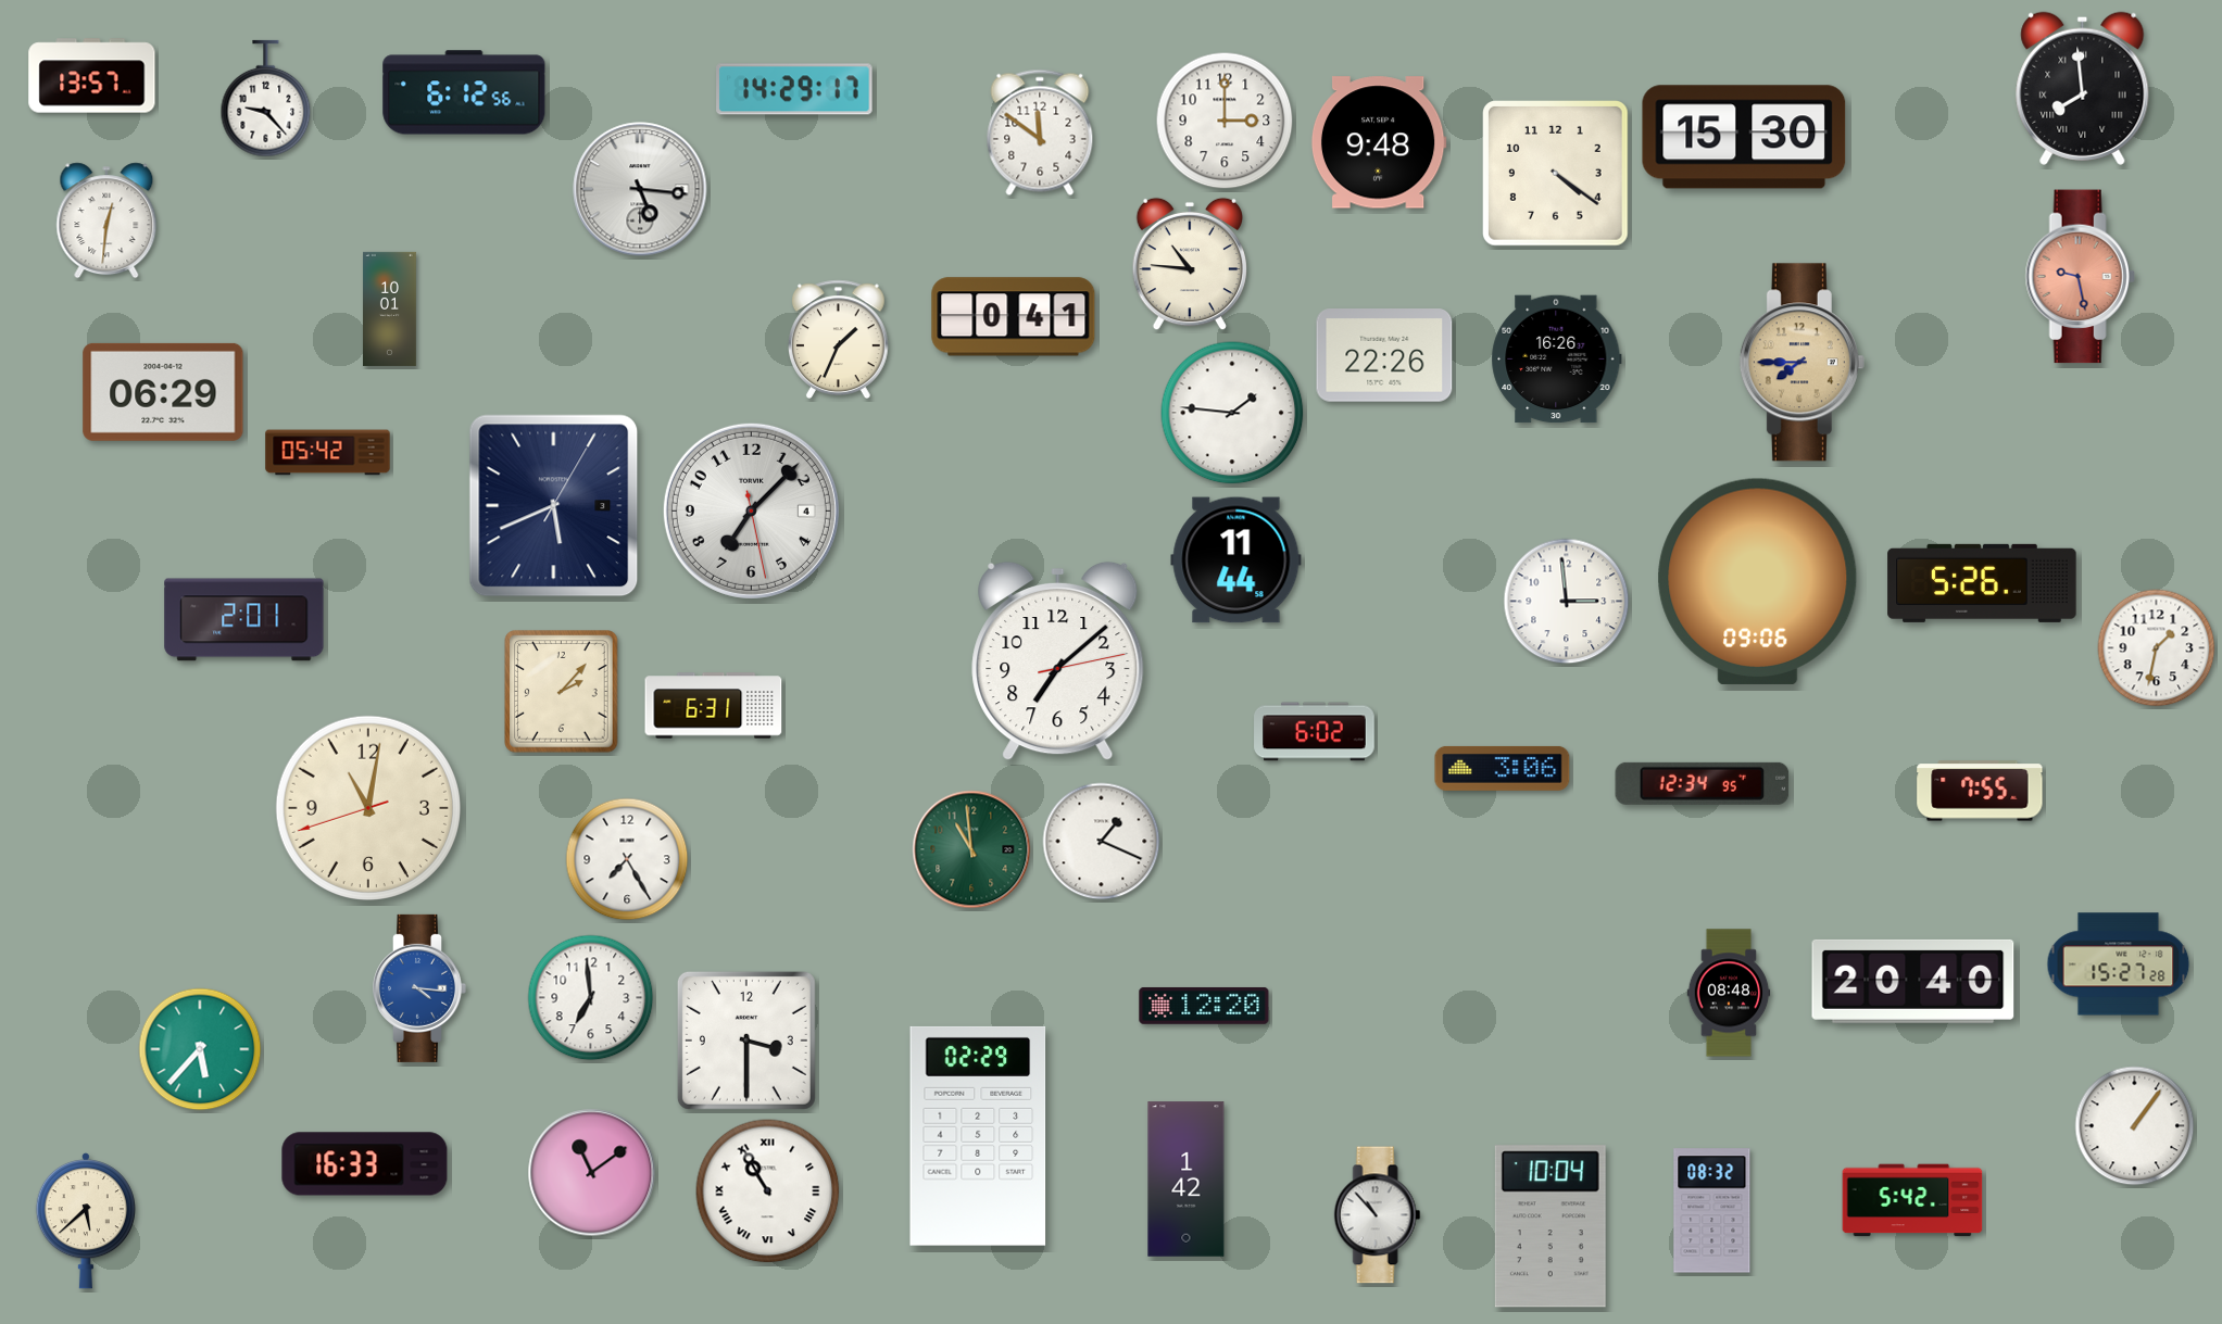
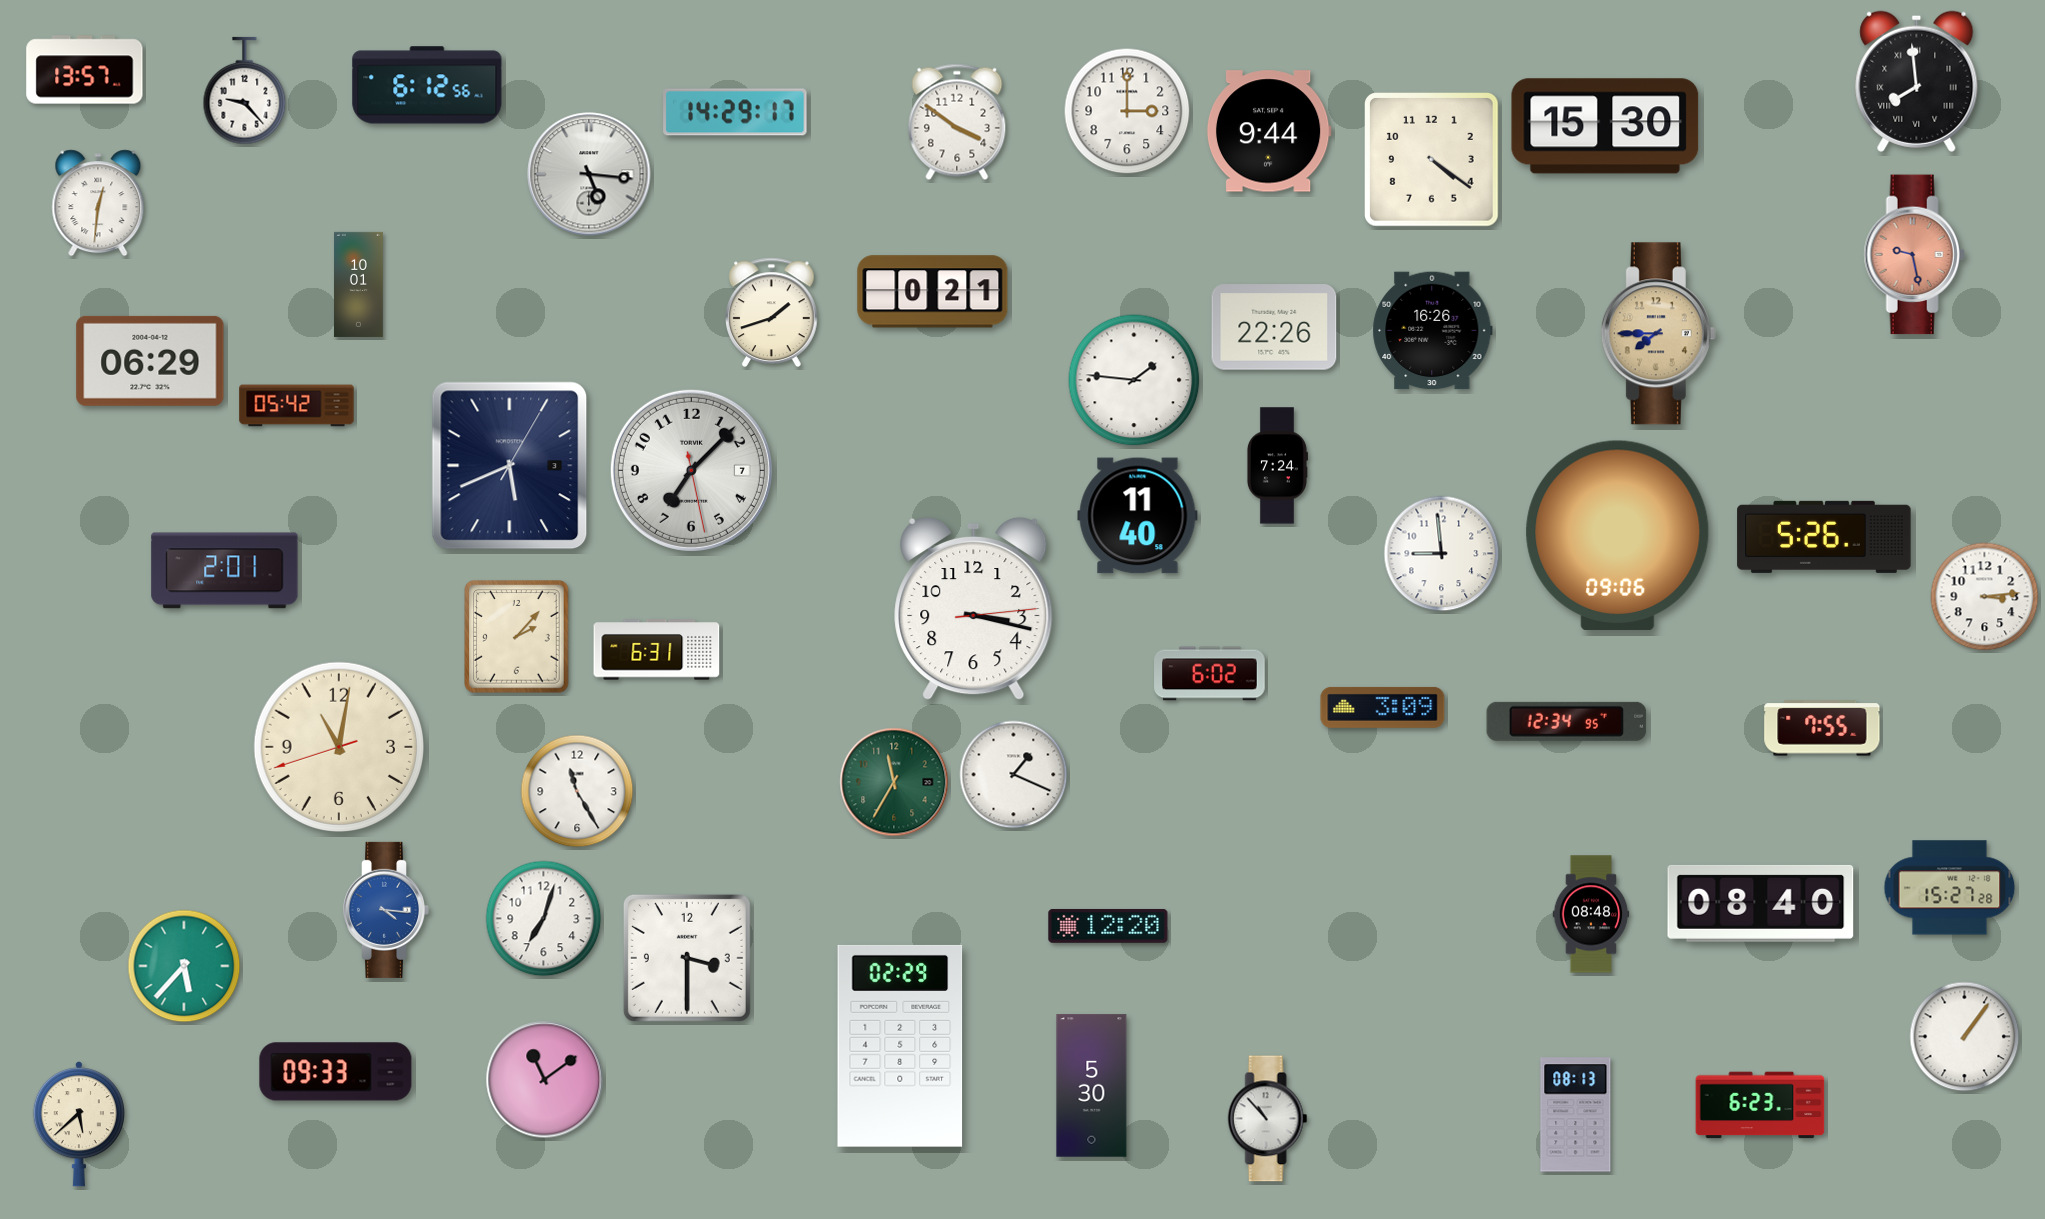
clock at (794, 89) position: (794, 89) -> (735, 112)
clock at (1040, 133): 11:51 -> 3:51
clock at (1379, 142): 9:48 -> 9:44
clock at (1189, 264): 10:46 -> none
clock at (1014, 317): 0:41 -> 0:21
clock at (839, 339): 1:34 -> 1:42
clock at (328, 453) position: (328, 453) -> (297, 406)
clock at (1277, 466): none -> 7:24
clock at (751, 510) date: 4 -> 7
clock at (1236, 560): 11:44 -> 11:40
clock at (1567, 602): 2:59 -> 8:59
clock at (2157, 648): 1:32 -> 3:14
clock at (1058, 661): 7:08 -> 3:17
clock at (1503, 768): 3:06 -> 3:09
clock at (367, 807) position: (367, 807) -> (338, 746)
clock at (971, 849): 10:59 -> 11:35
clock at (627, 859): 7:25 -> 11:25
clock at (1913, 981): 20:40 -> 08:40
clock at (591, 998): 6:59 -> 7:03
clock at (365, 1164): 16:33 -> 09:33
clock at (1187, 1180): 1:42 -> 5:30
clock at (768, 1191): 10:55 -> none
clock at (1912, 1200): 5:42 -> 6:23
clock at (1712, 1211): 08:32 -> 08:13
clock at (1551, 1226): 10:04 -> none
